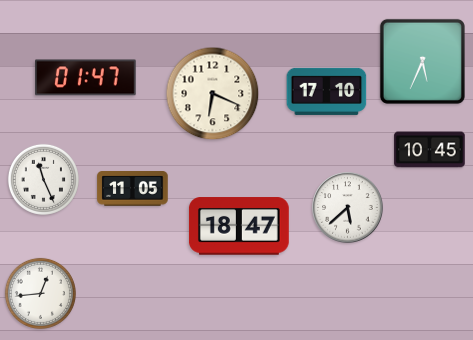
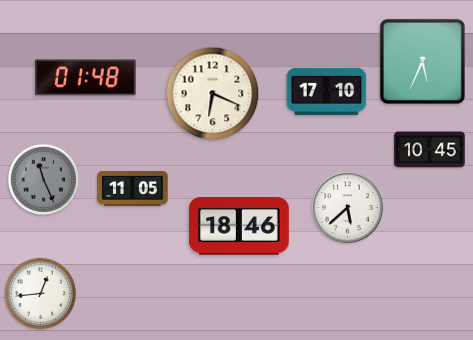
clock at (86, 78): 01:47 -> 01:48
clock at (43, 179) dial: white -> grey
clock at (239, 226): 18:47 -> 18:46
